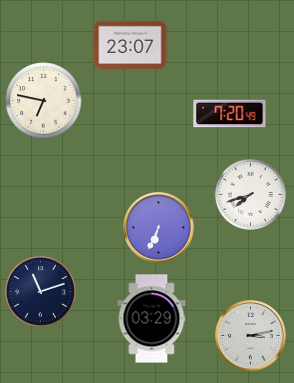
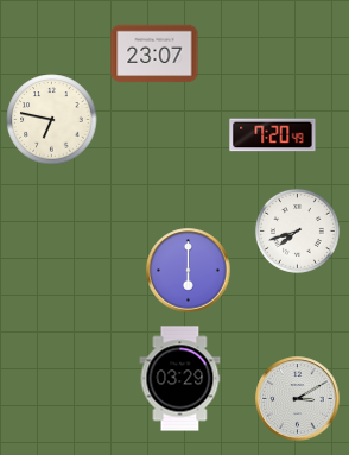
clock at (159, 228): 6:34 -> 6:00
clock at (40, 291): 11:12 -> none
clock at (251, 336): 3:13 -> 3:10
